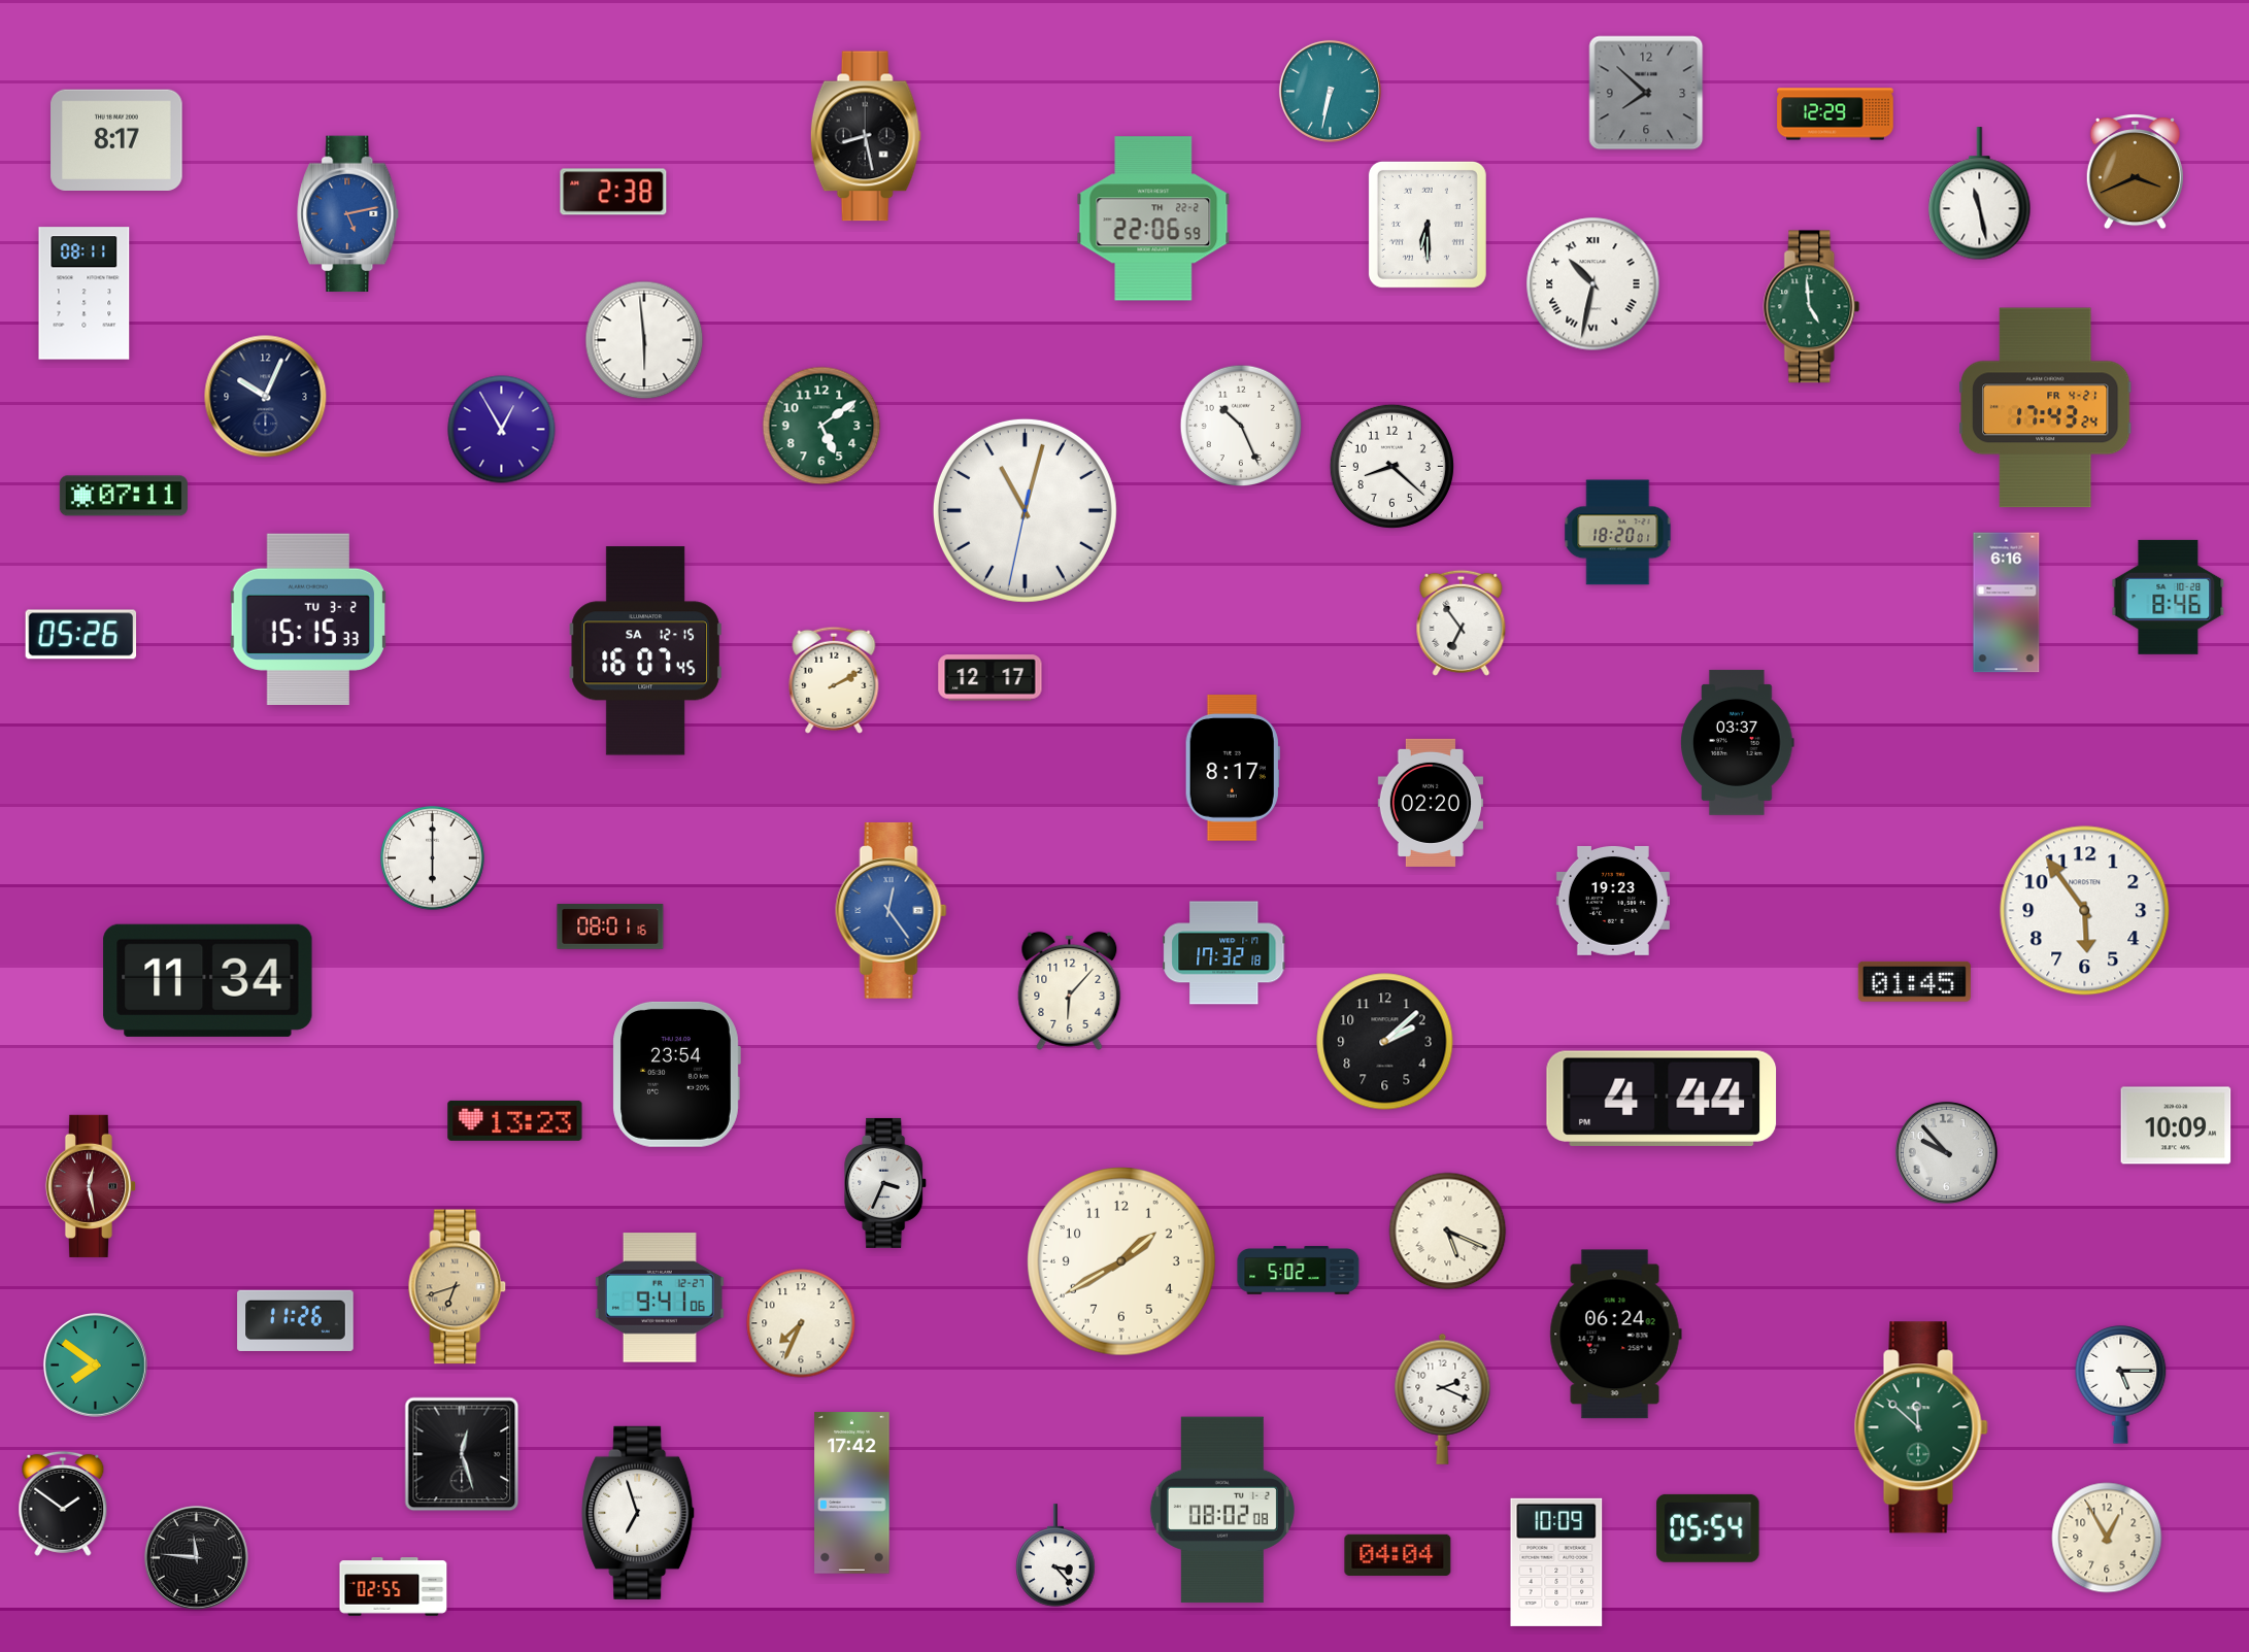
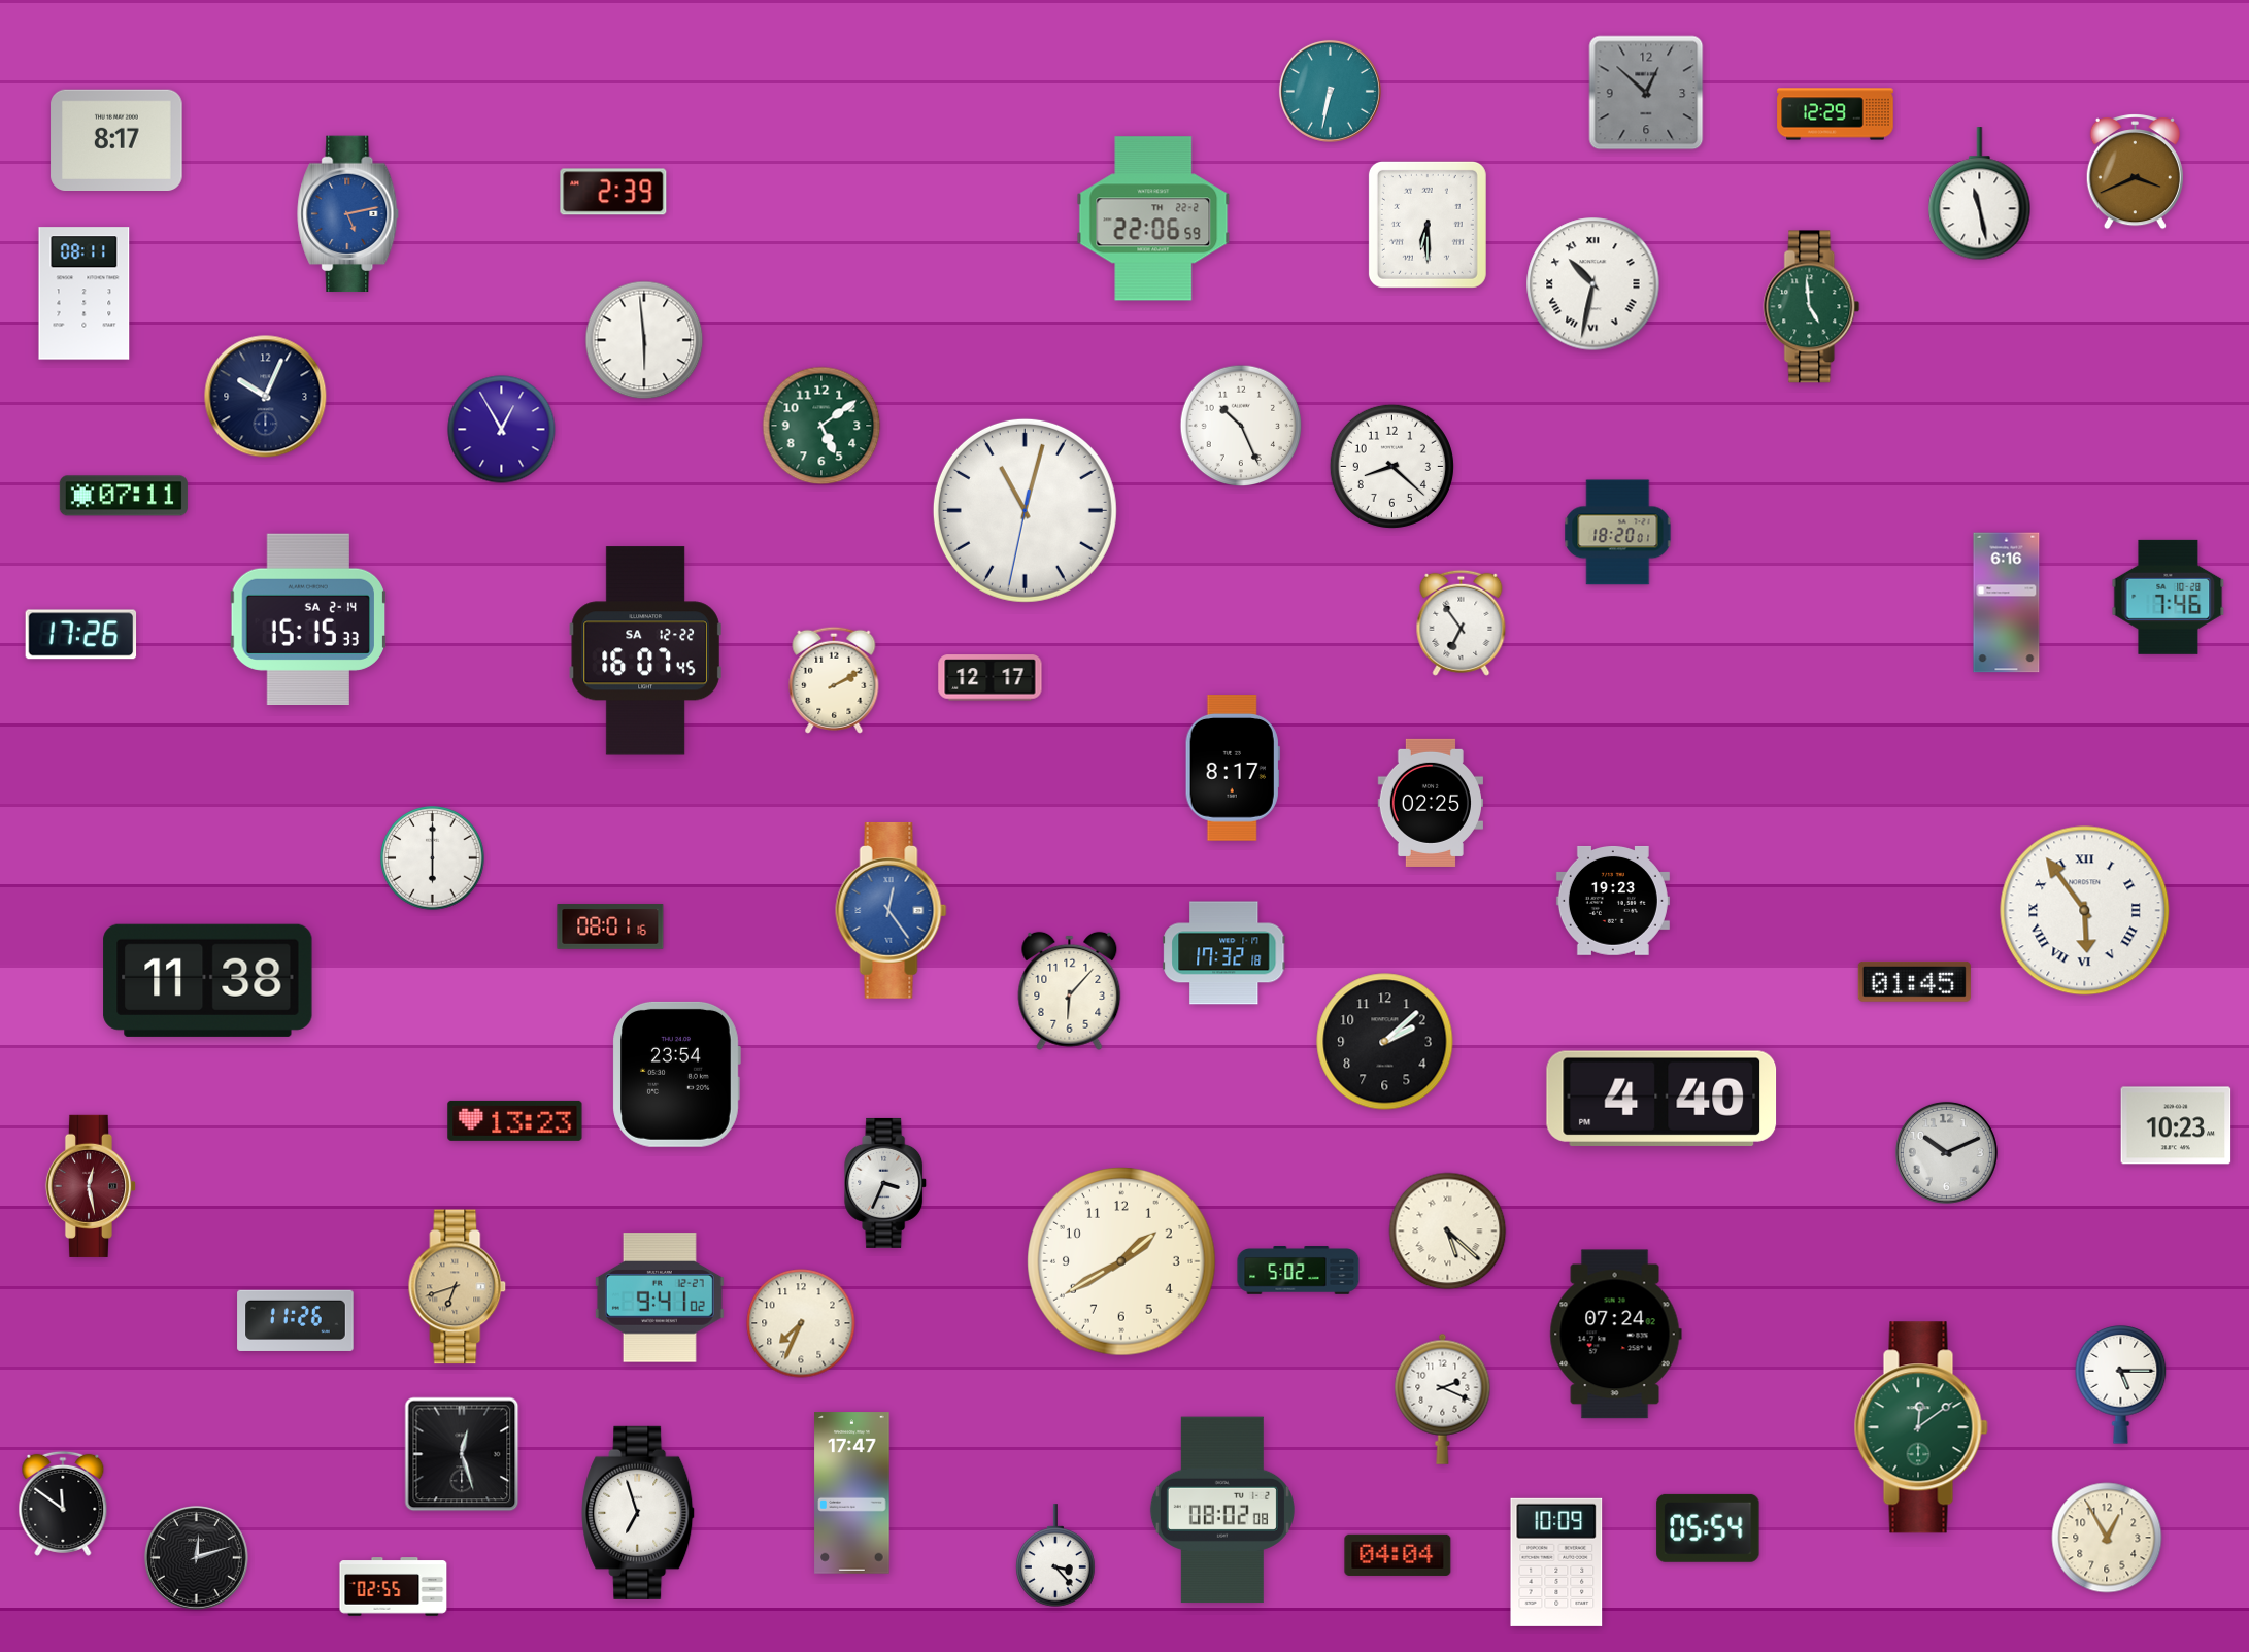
clock at (1646, 93): 7:52 -> 12:52
clock at (866, 136): 8:28 -> none
clock at (613, 192): 2:38 -> 2:39
clock at (2045, 408): 17:43 -> none
clock at (2169, 597): 8:46 -> 7:46
clock at (307, 618) date: TU 3-2 -> SA 2-14
clock at (81, 635): 05:26 -> 17:26
clock at (645, 651) date: SA 12-15 -> SA 12-22
clock at (1738, 742): 03:37 -> none
clock at (1430, 803): 02:20 -> 02:25
clock at (2085, 911) numerals: Arabic -> Roman
clock at (208, 980): 11:34 -> 11:38
clock at (1661, 1099): 4:44 -> 4:40
clock at (2176, 1125): 10:09 -> 10:23
clock at (1946, 1152): 9:53 -> 10:11
clock at (1448, 1232): 5:19 -> 5:22
clock at (660, 1297): 9:41:06 -> 9:41:02
clock at (1615, 1335): 06:24 -> 07:24
clock at (95, 1364): 7:51 -> none
clock at (1921, 1427): 11:52 -> 12:09
clock at (852, 1493): 17:42 -> 17:47
clock at (63, 1504): 1:51 -> 11:51
clock at (196, 1557): 11:46 -> 12:12
